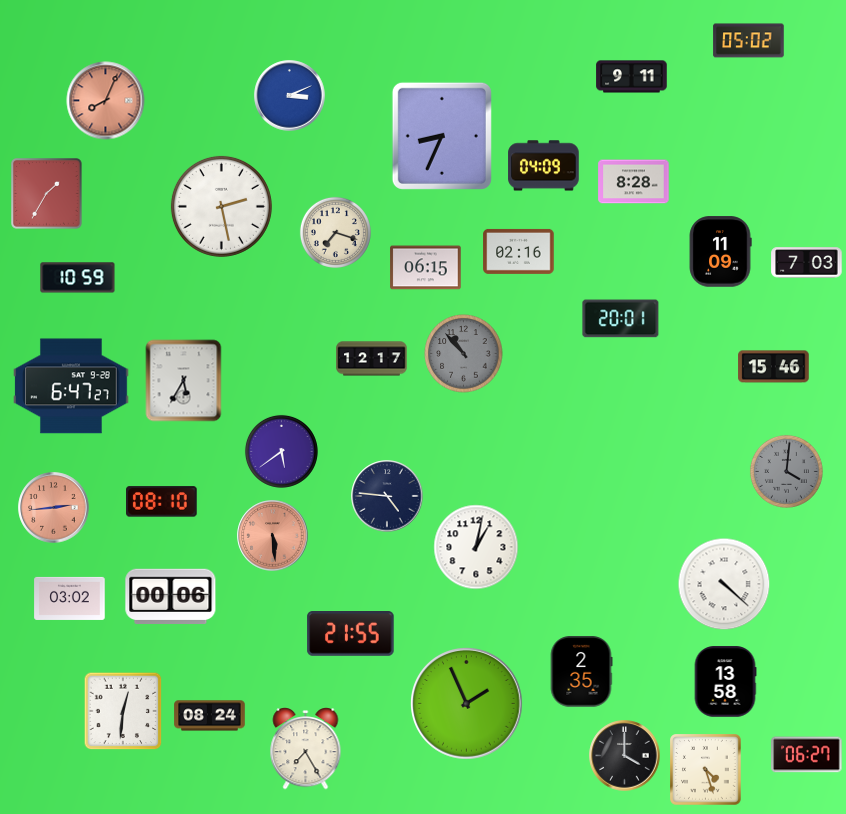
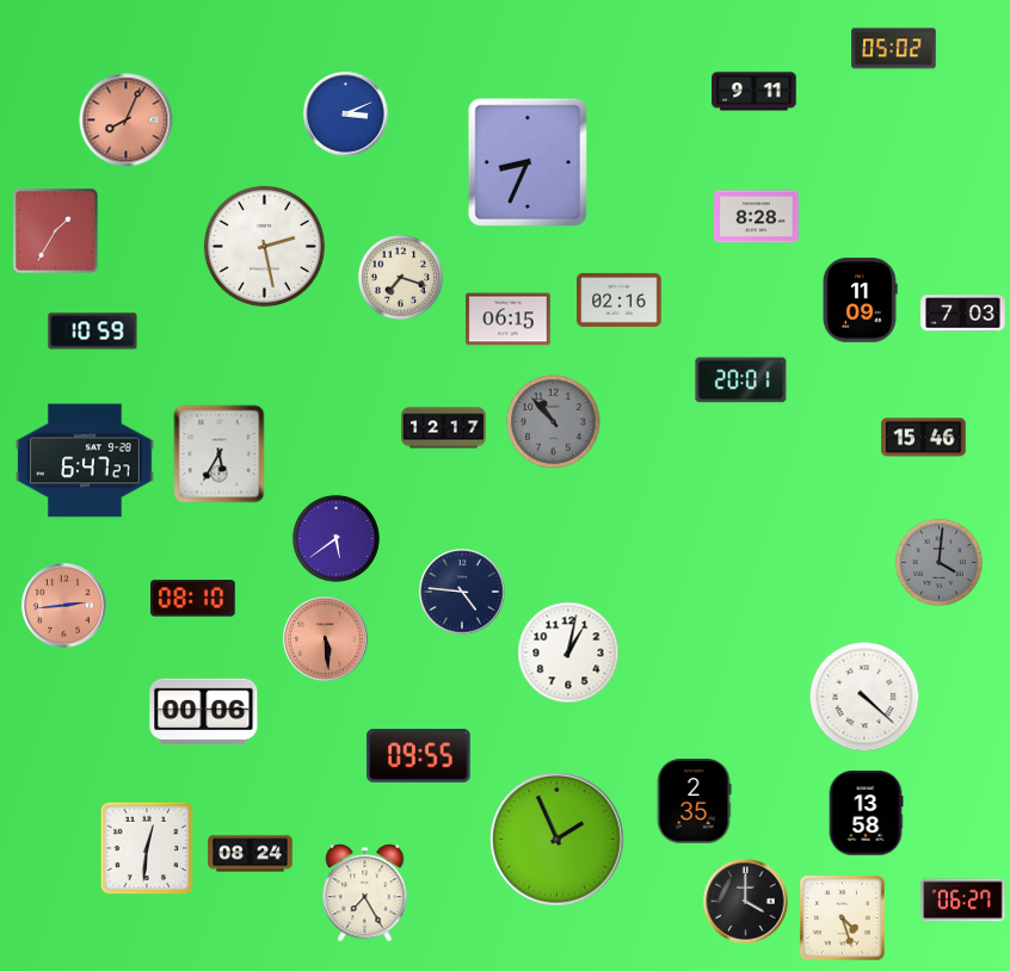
clock at (544, 166): 04:09 -> none
clock at (70, 598): 03:02 -> none
clock at (351, 634): 21:55 -> 09:55
